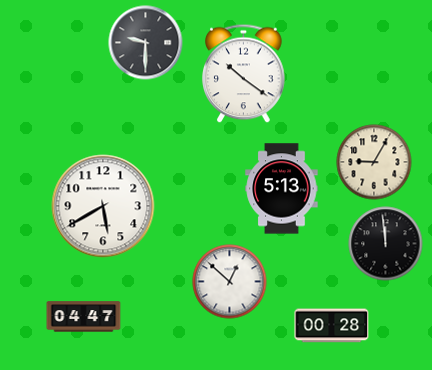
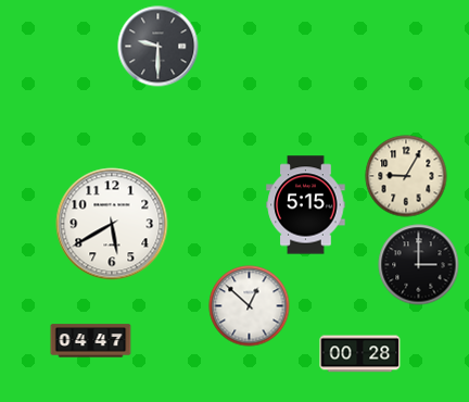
clock at (244, 74): 10:21 -> none
clock at (282, 189): 5:13 -> 5:15
clock at (386, 244): 11:59 -> 3:00
clock at (84, 317) position: (84, 317) -> (91, 341)
